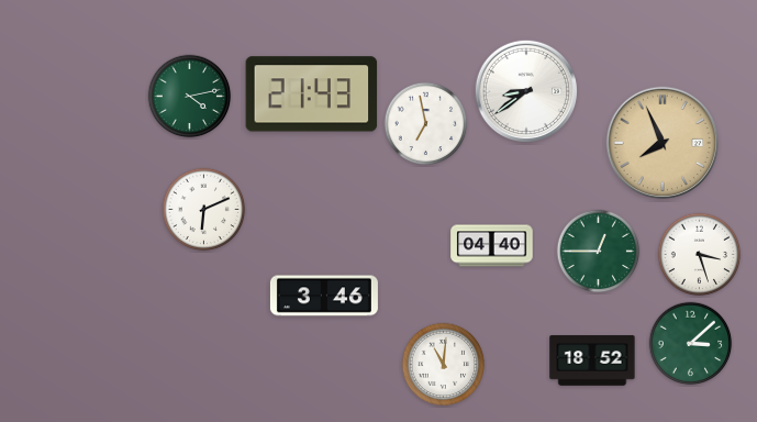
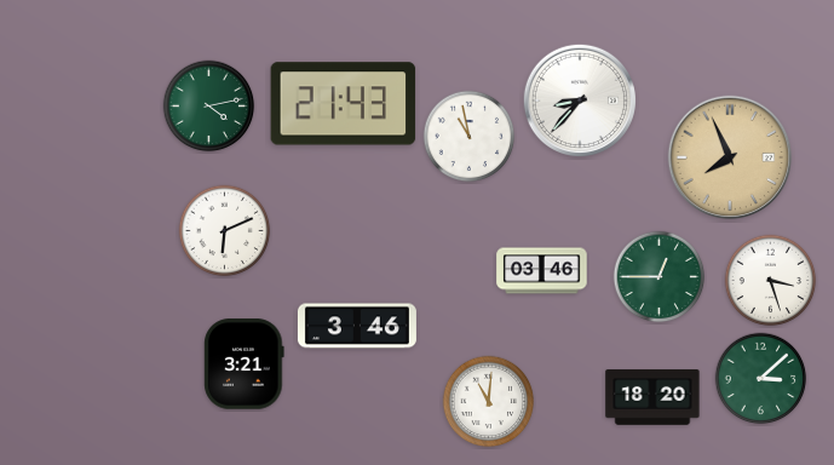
clock at (525, 90): 8:39 -> 8:37
clock at (426, 124): 6:58 -> 10:58
clock at (492, 246): 04:40 -> 03:46
clock at (245, 364): none -> 3:21
clock at (592, 360): 18:52 -> 18:20
